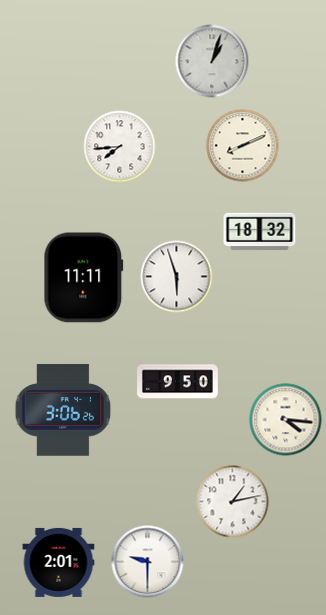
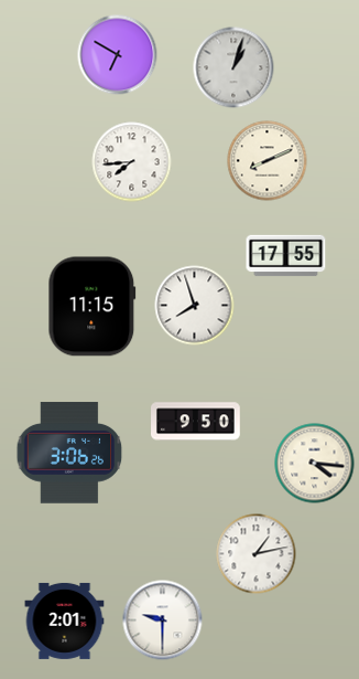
clock at (118, 55): none -> 6:50
clock at (260, 232): 18:32 -> 17:55
clock at (177, 277): 5:57 -> 7:57
clock at (84, 278): 11:11 -> 11:15
